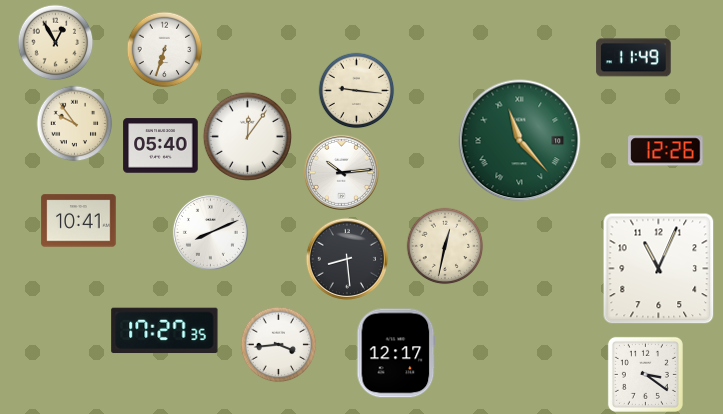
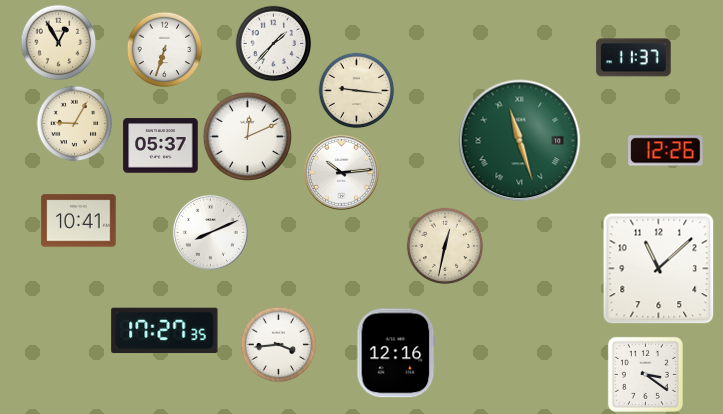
clock at (56, 43) position: (56, 43) -> (59, 43)
clock at (274, 44): none -> 1:37
clock at (634, 58): 11:49 -> 11:37
clock at (75, 124): 9:54 -> 9:05
clock at (247, 136): 12:06 -> 12:11
clock at (520, 141): 11:23 -> 11:27
clock at (161, 146): 05:40 -> 05:37
clock at (347, 259): 8:29 -> none
clock at (659, 269): 11:04 -> 11:08
clock at (396, 353): 12:17 -> 12:16
